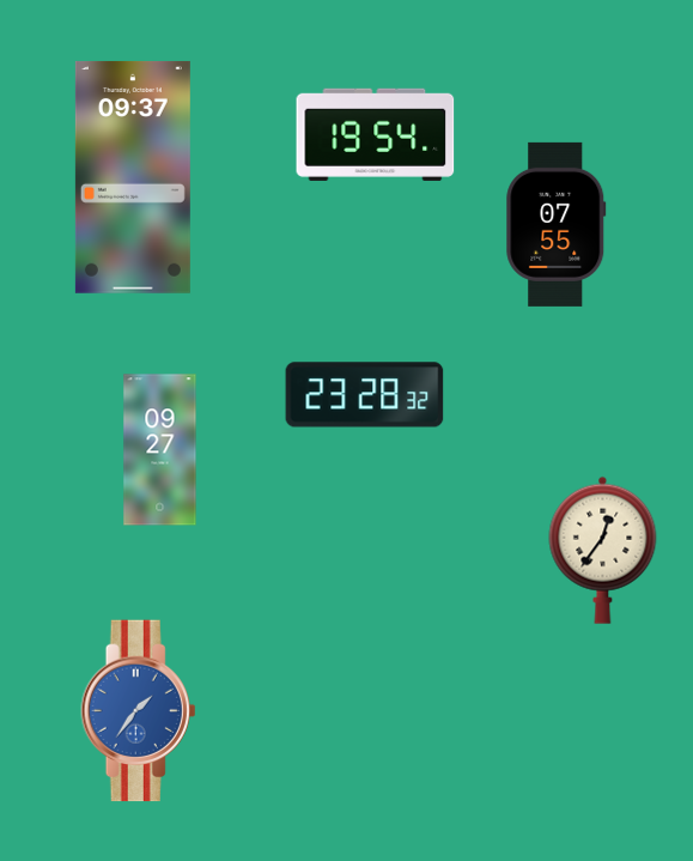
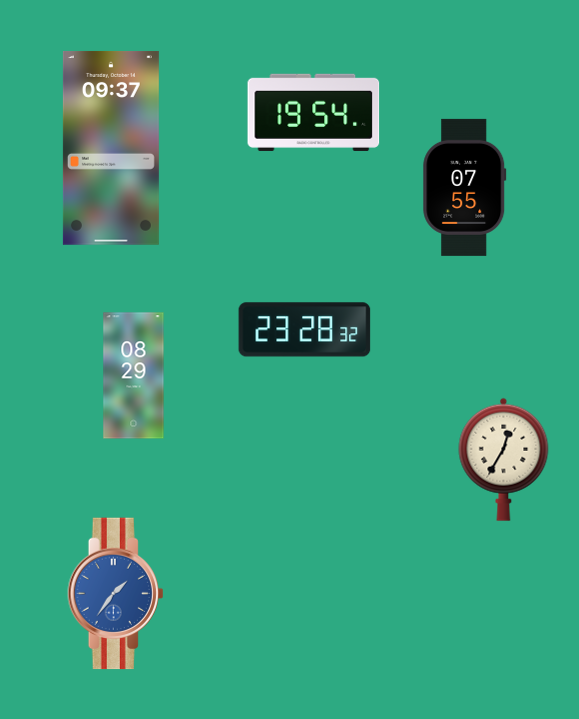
clock at (160, 450): 09:27 -> 08:29
clock at (603, 550): 12:36 -> 12:35
